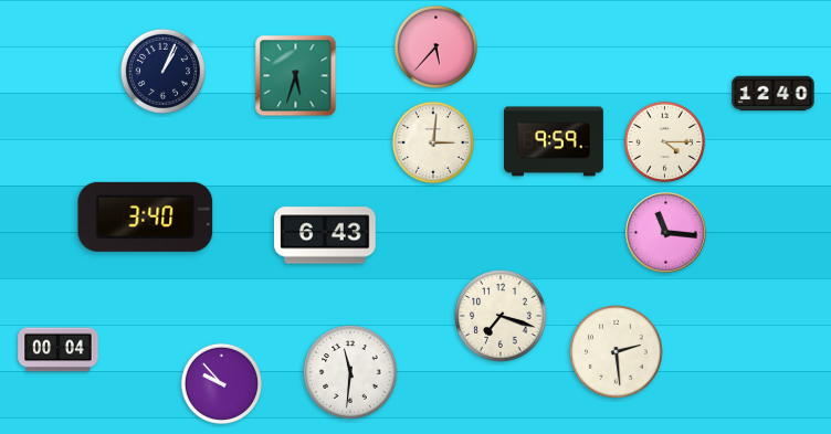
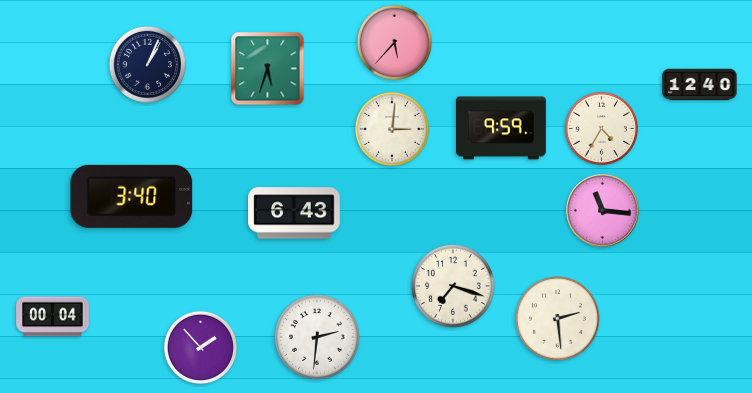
clock at (664, 141): 4:15 -> 4:35
clock at (350, 372): 11:31 -> 2:31
clock at (221, 383): 9:53 -> 1:53
